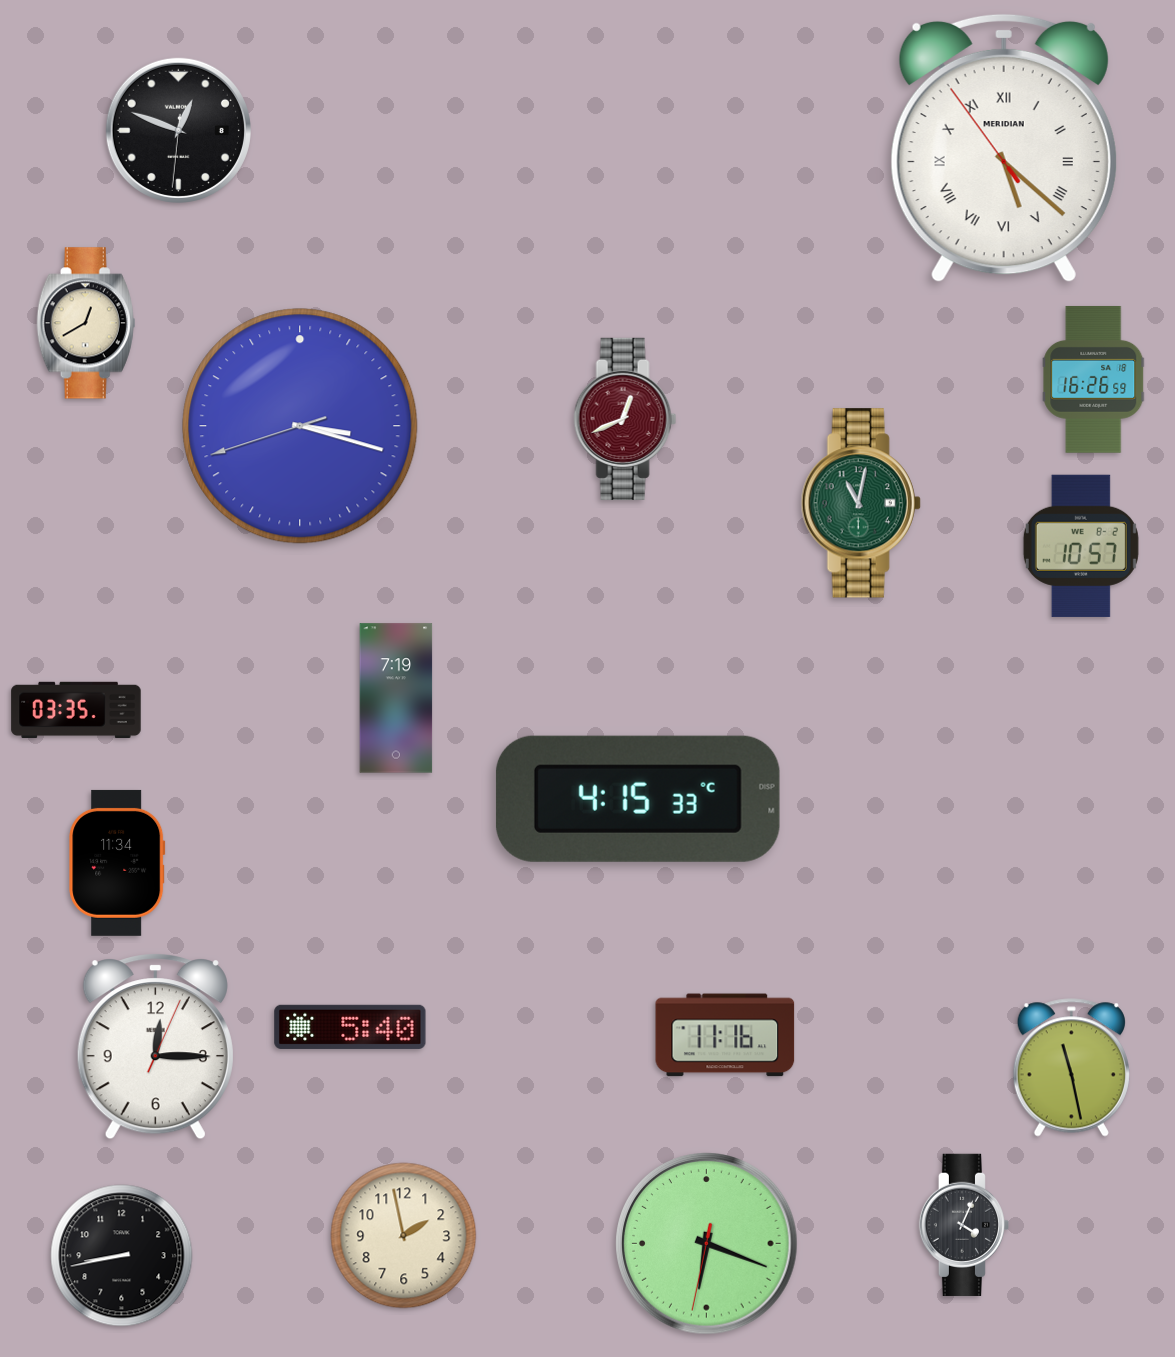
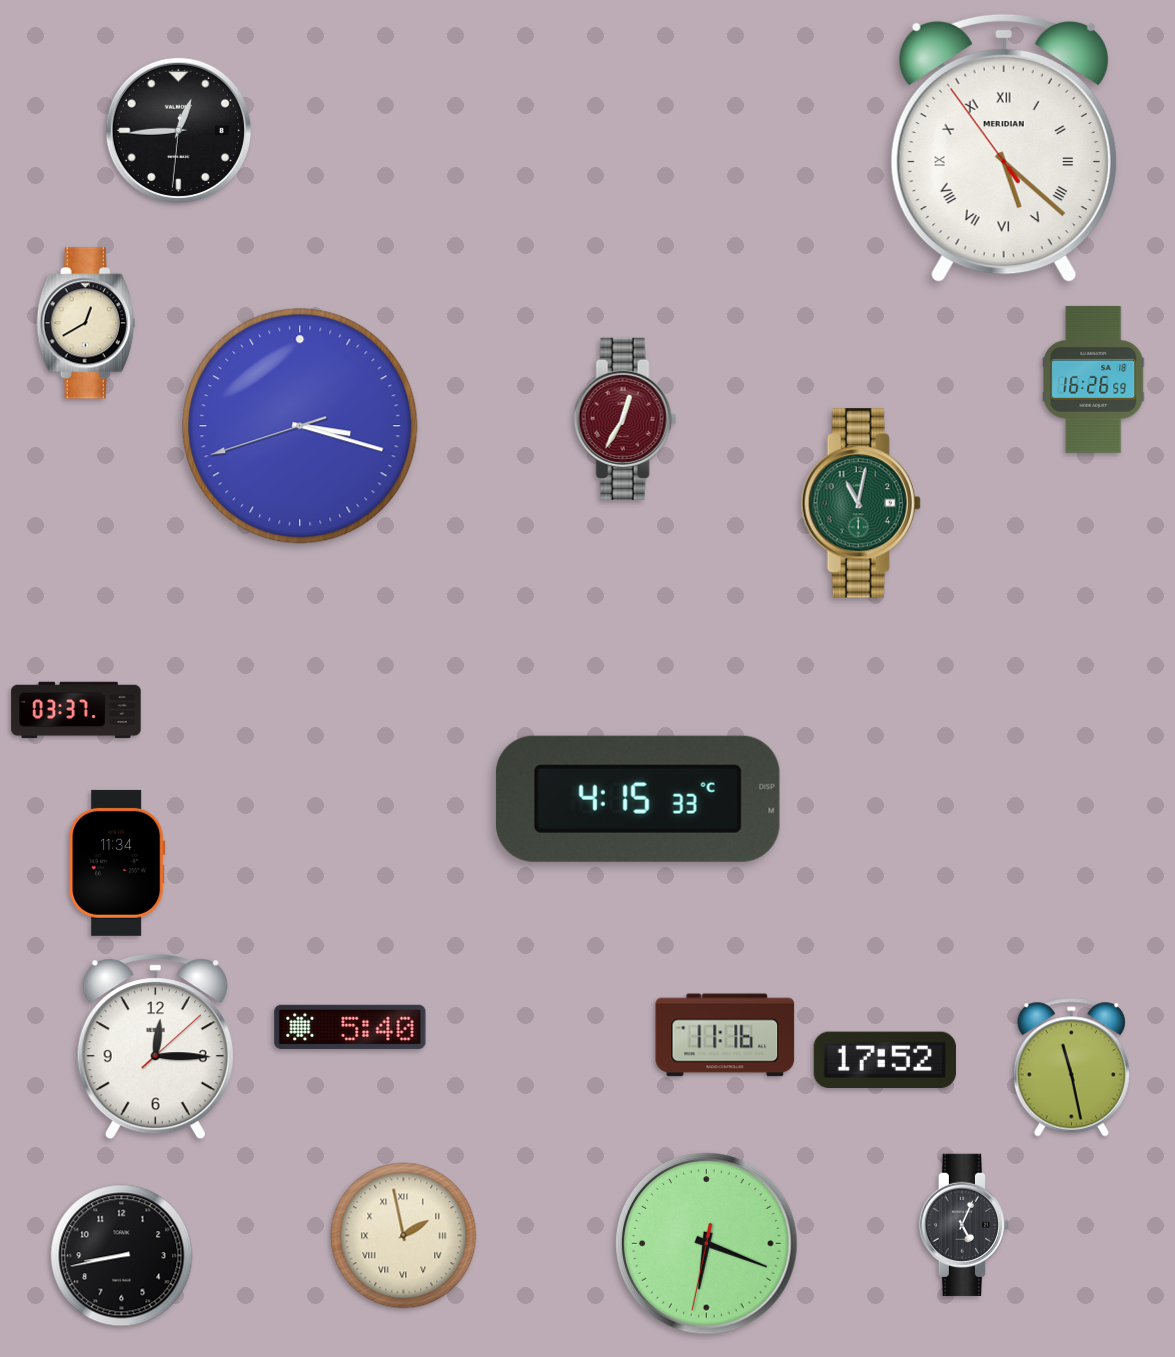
clock at (178, 130): 12:48 -> 12:44
clock at (625, 419): 12:41 -> 12:35
clock at (1081, 546): 10:57 -> none
clock at (396, 698): 7:19 -> none
clock at (76, 710): 03:35 -> 03:37
clock at (155, 1047): 12:15:04 -> 12:15:08
clock at (885, 1059): none -> 17:52
clock at (963, 1225): 4:04 -> 5:04
clock at (404, 1236) numerals: Arabic -> Roman
